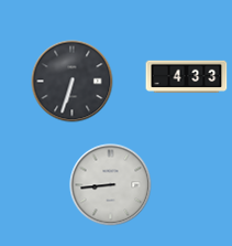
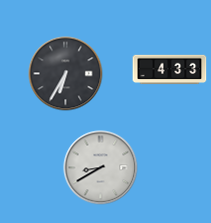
clock at (73, 82): 6:33 -> 6:35
clock at (111, 185): 8:44 -> 8:40
